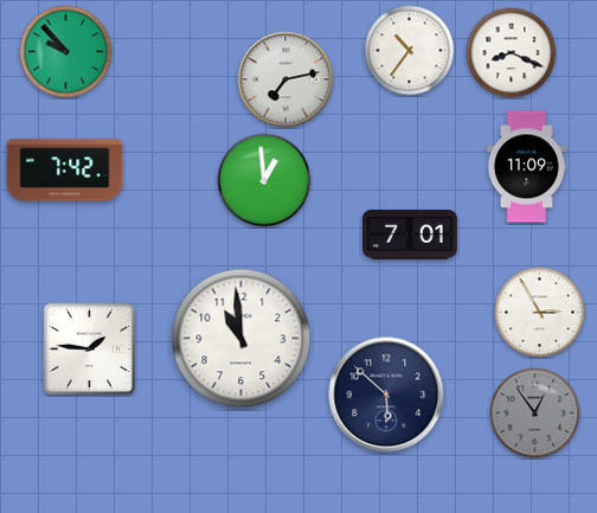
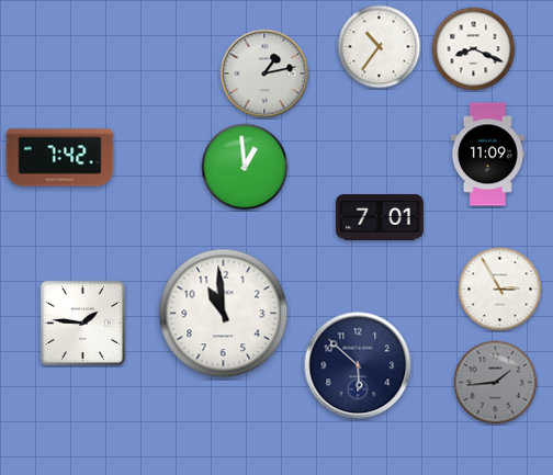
clock at (66, 52): 9:53 -> none
clock at (285, 79): 7:13 -> 1:13
clock at (535, 413): 12:54 -> 1:44
